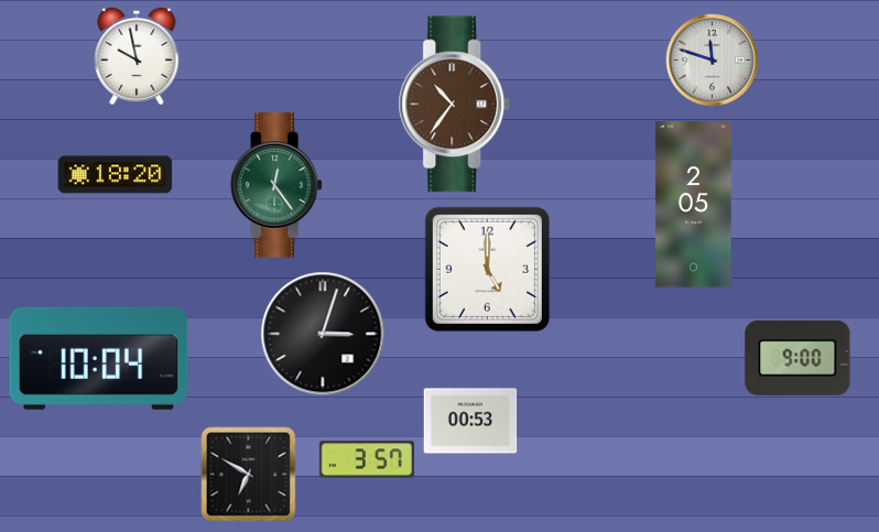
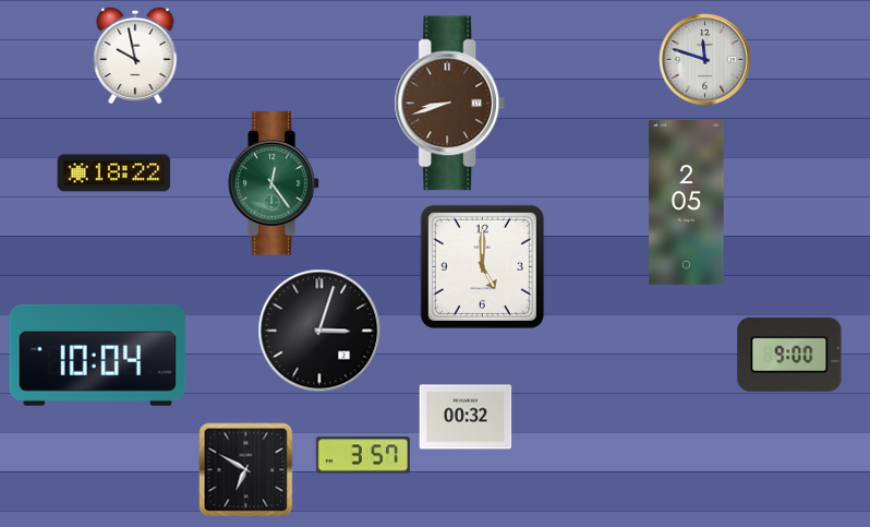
clock at (455, 105): 10:36 -> 8:42
clock at (116, 175): 18:20 -> 18:22
clock at (470, 421): 00:53 -> 00:32
